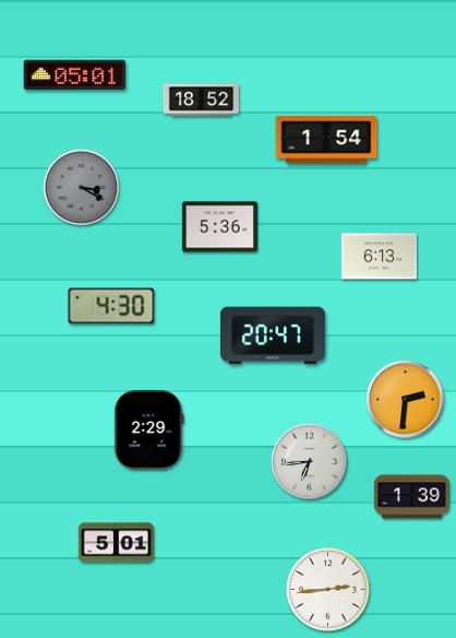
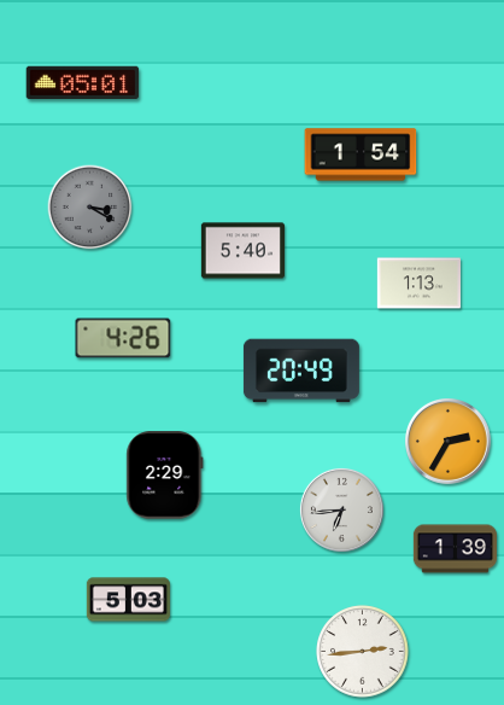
clock at (201, 101): 18:52 -> none
clock at (219, 227): 5:36 -> 5:40
clock at (379, 257): 6:13 -> 1:13
clock at (111, 306): 4:30 -> 4:26
clock at (273, 335): 20:47 -> 20:49
clock at (406, 400): 2:31 -> 2:35
clock at (116, 543): 5:01 -> 5:03
